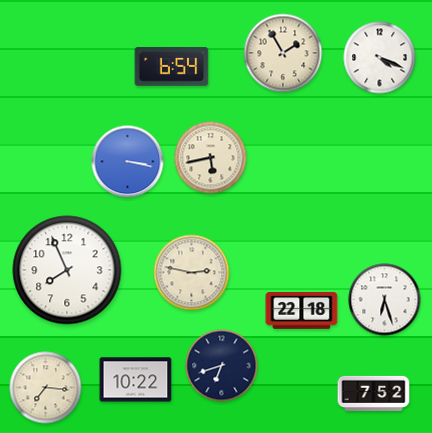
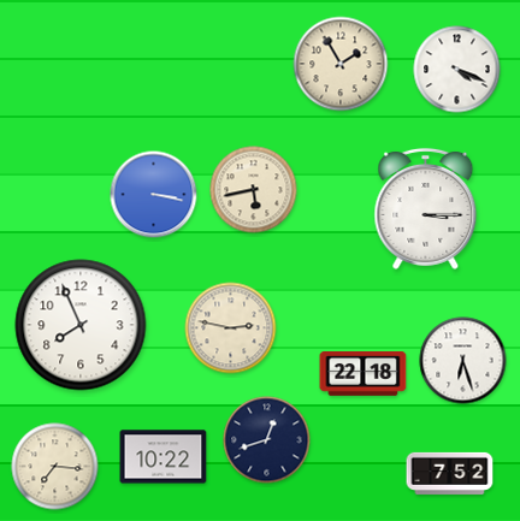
clock at (172, 67): 6:54 -> none
clock at (426, 208): none -> 3:15
clock at (222, 366): 6:42 -> 12:42
